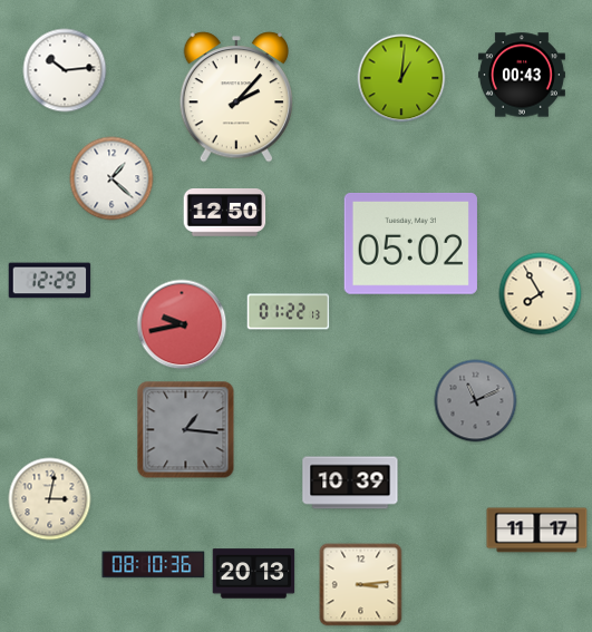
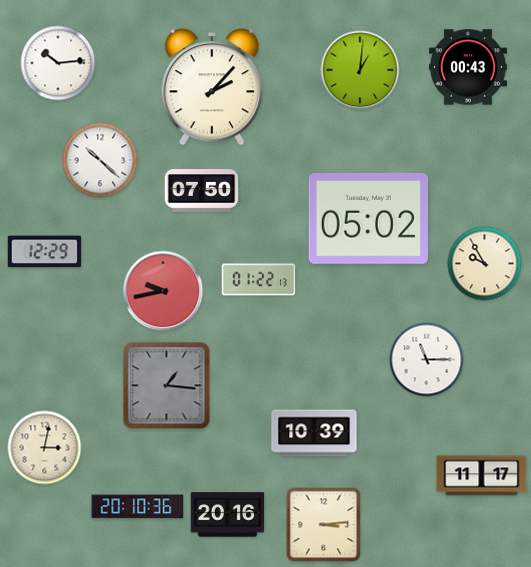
clock at (111, 178): 1:22 -> 10:22
clock at (225, 213): 12:50 -> 07:50
clock at (541, 294): 7:55 -> 9:55
clock at (476, 401): 11:11 -> 11:15
clock at (476, 401) dial: grey -> white
clock at (154, 565): 08:10 -> 20:10
clock at (254, 574): 20:13 -> 20:16
